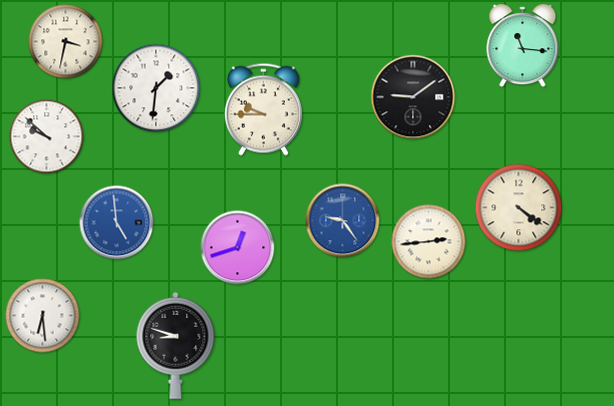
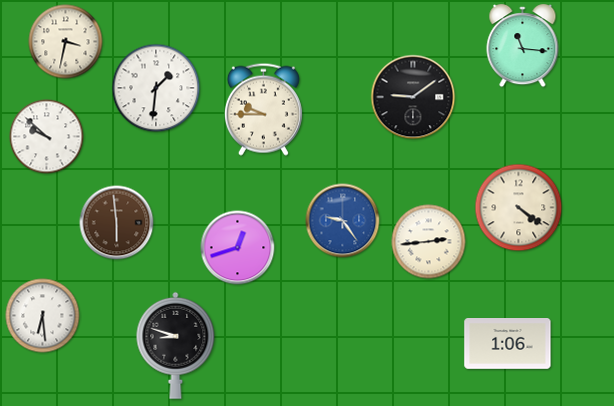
clock at (117, 223): 4:59 -> 5:59
clock at (117, 223) dial: blue -> brown
clock at (508, 344): none -> 1:06
